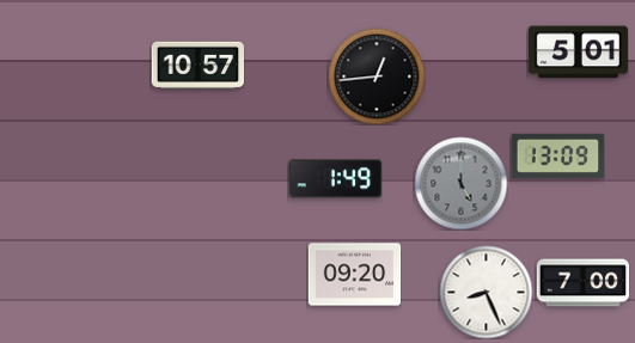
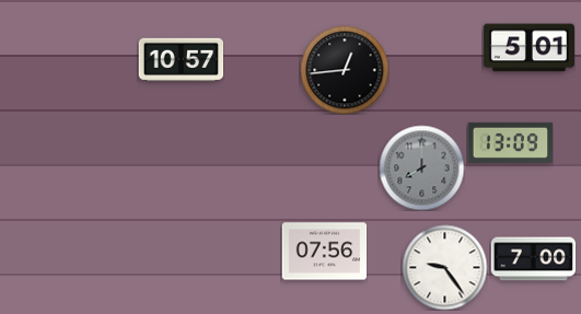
clock at (335, 179): 1:49 -> none
clock at (460, 183): 5:00 -> 8:00
clock at (354, 275): 09:20 -> 07:56
clock at (486, 292): 8:26 -> 9:24
